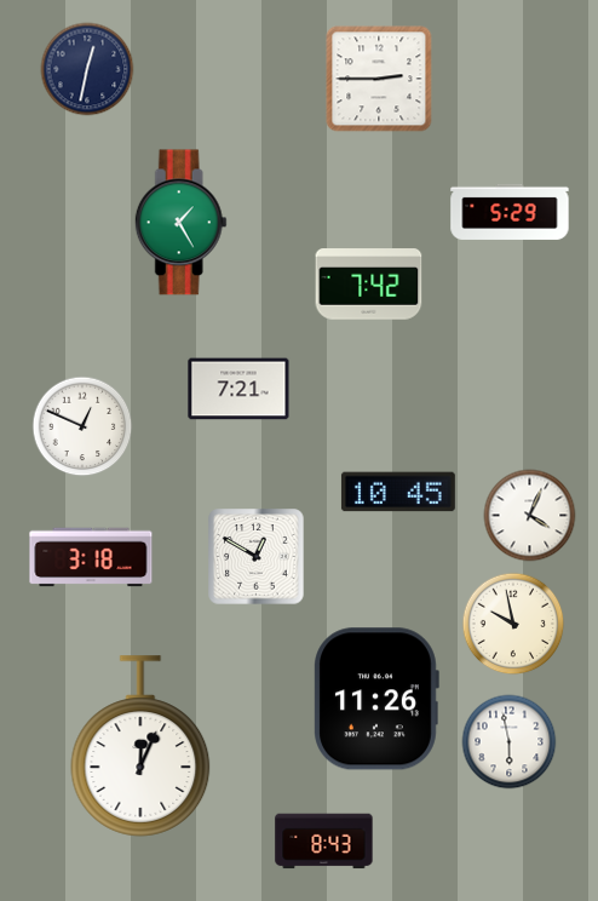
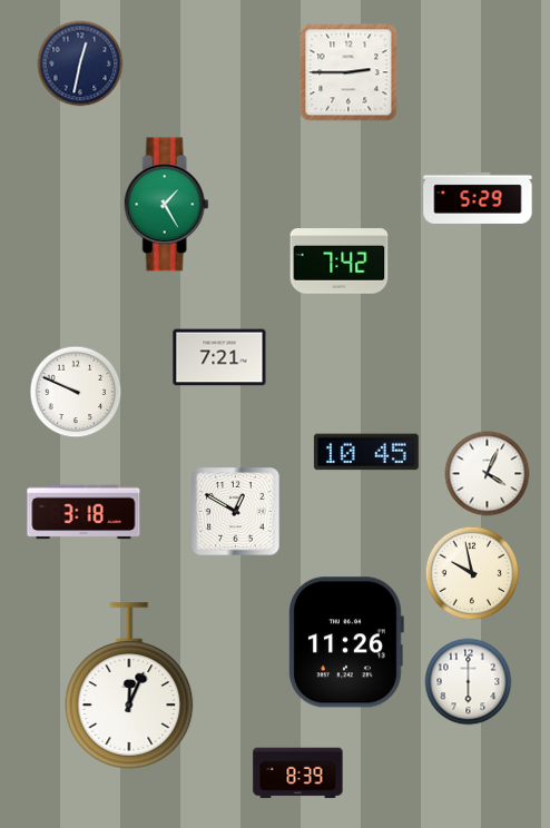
clock at (510, 212) position: (510, 212) -> (478, 198)
clock at (82, 426): 12:49 -> 9:49
clock at (510, 742): 5:58 -> 6:00
clock at (324, 842): 8:43 -> 8:39
